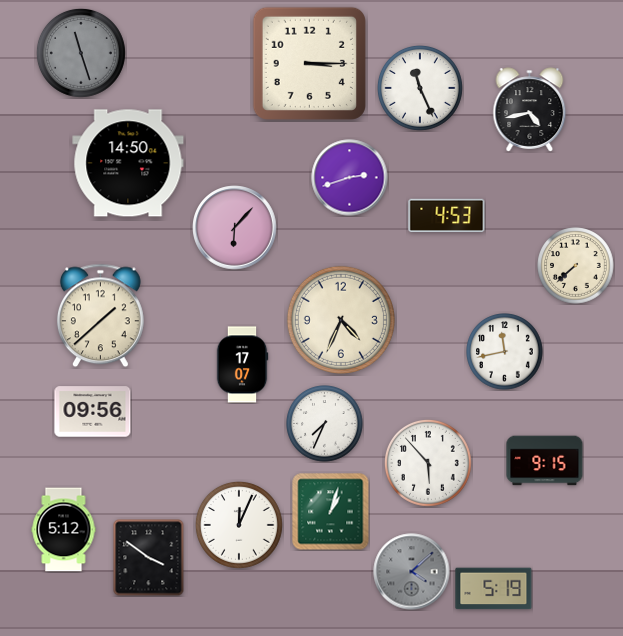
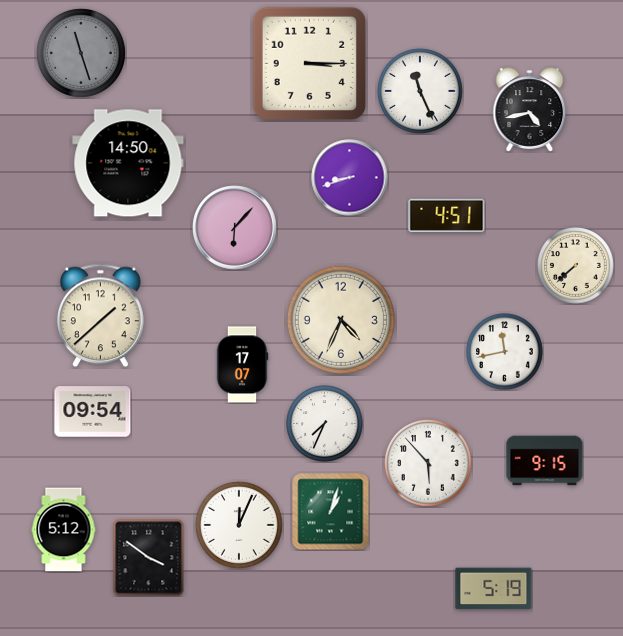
clock at (420, 88) position: (420, 88) -> (420, 91)
clock at (350, 178): 2:42 -> 8:42
clock at (447, 216): 4:53 -> 4:51
clock at (93, 412): 09:56 -> 09:54
clock at (412, 572): 4:08 -> none
